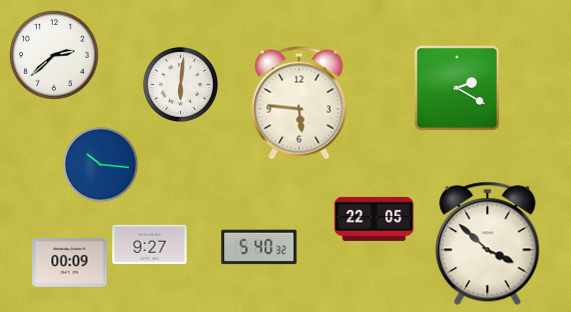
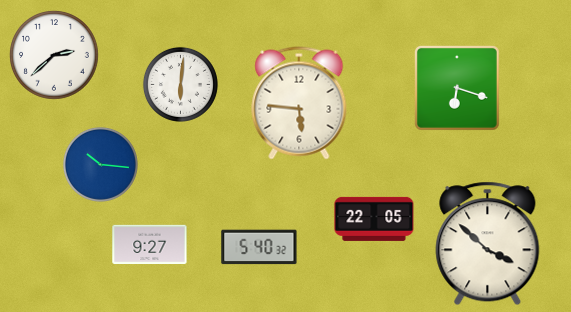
clock at (457, 88): 2:20 -> 6:18
clock at (70, 263): 00:09 -> none
